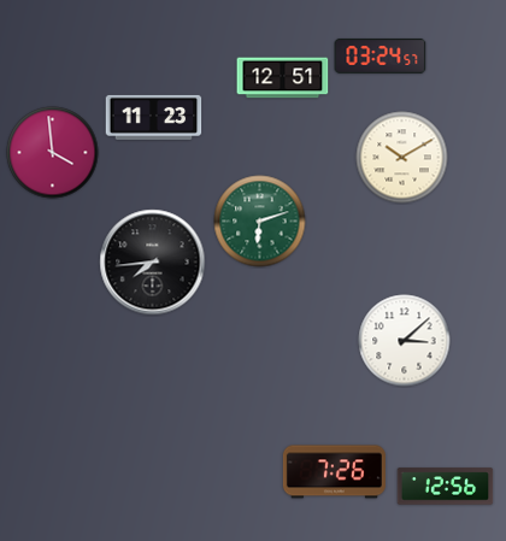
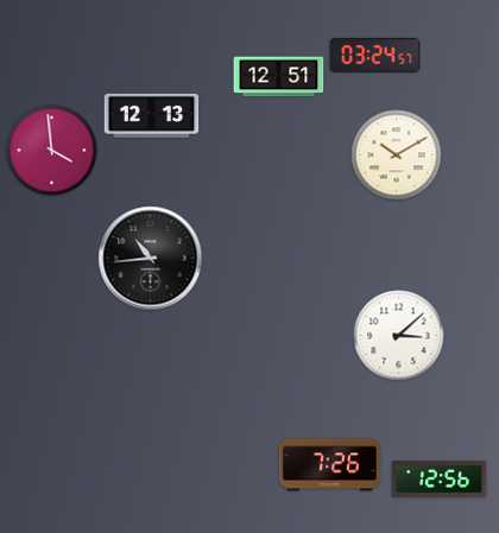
clock at (154, 117): 11:23 -> 12:13
clock at (260, 222): 6:12 -> none
clock at (153, 263): 7:44 -> 10:44
